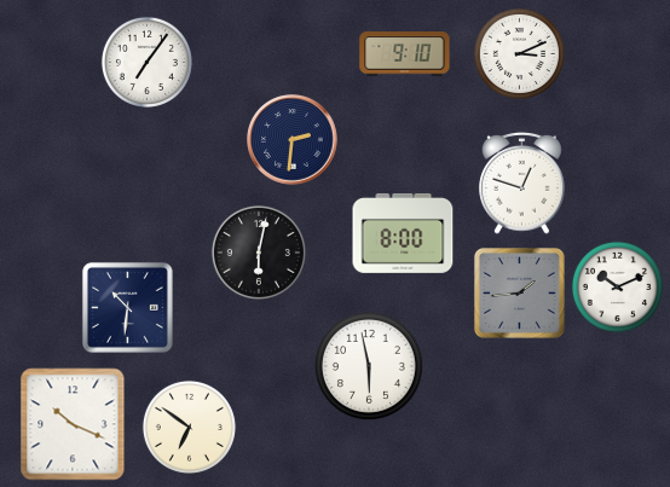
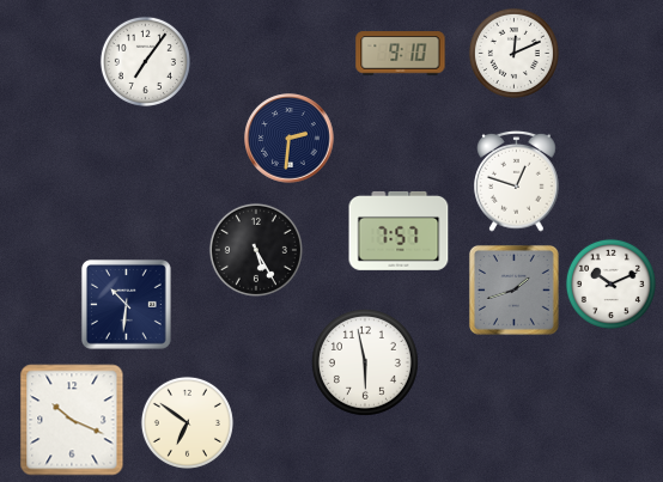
clock at (519, 53): 3:11 -> 12:11
clock at (403, 233): 8:00 -> 7:57
clock at (259, 253): 6:02 -> 5:25
clock at (519, 292): 1:44 -> 1:42
